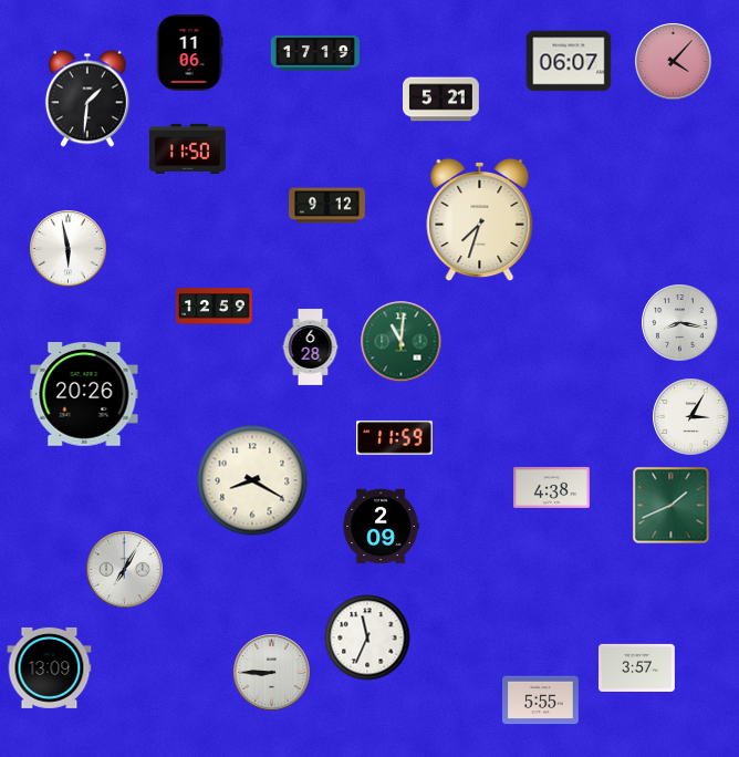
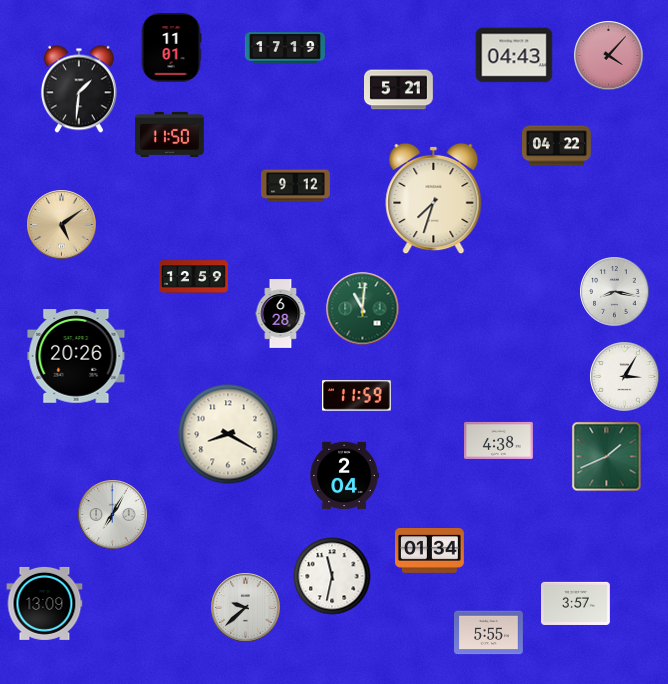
clock at (189, 53): 11:06 -> 11:01
clock at (569, 61): 06:07 -> 04:43
clock at (557, 146): none -> 04:22
clock at (69, 249): 5:58 -> 5:09
clock at (69, 249) dial: white -> champagne
clock at (381, 527): 2:09 -> 2:04
clock at (430, 551): none -> 01:34
clock at (367, 637): 11:34 -> 11:32
clock at (272, 673): 8:45 -> 9:38
